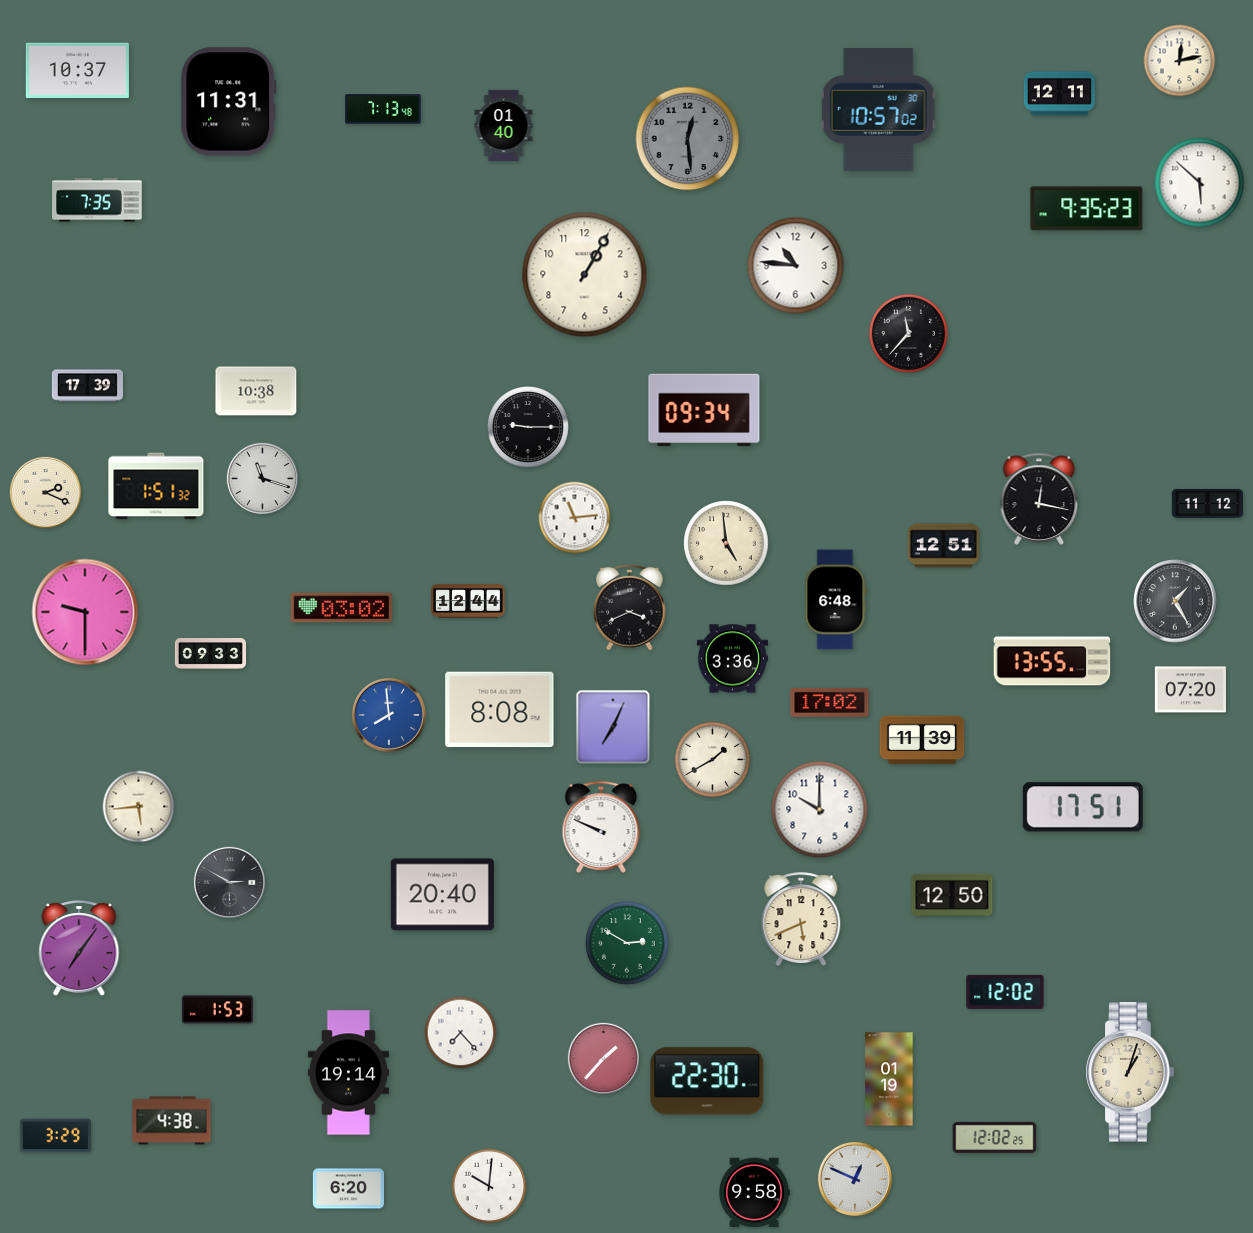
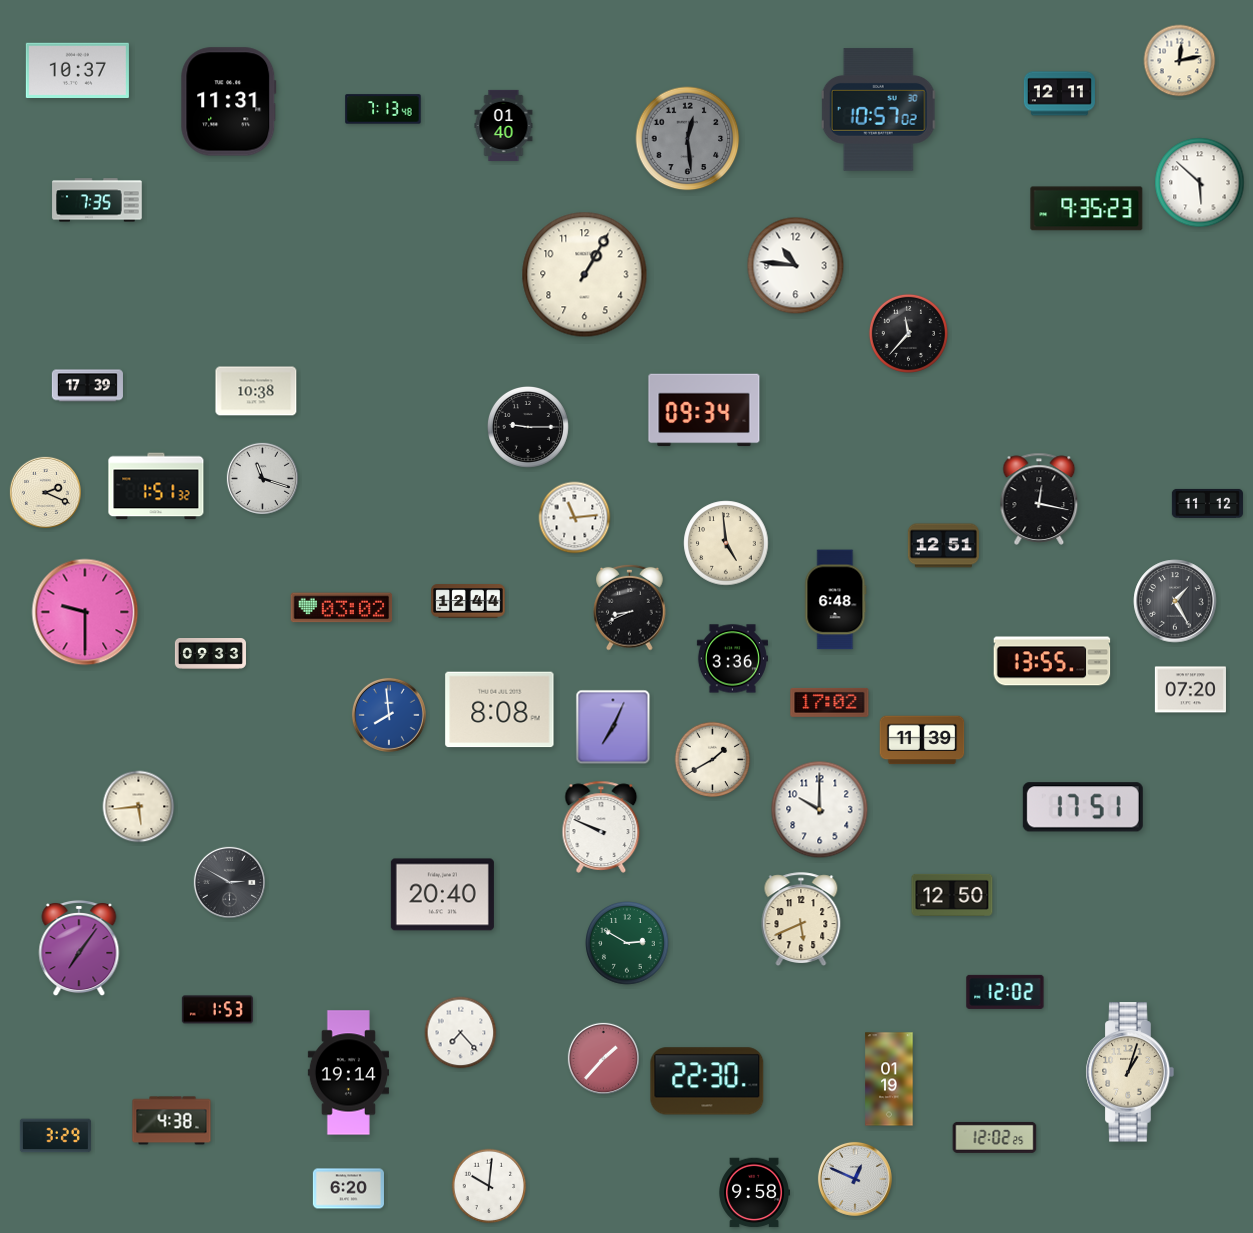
clock at (630, 607): 3:41 -> 8:41
